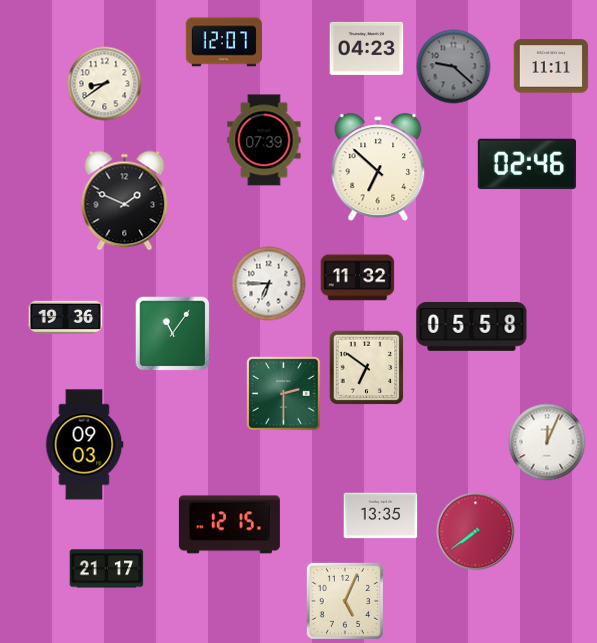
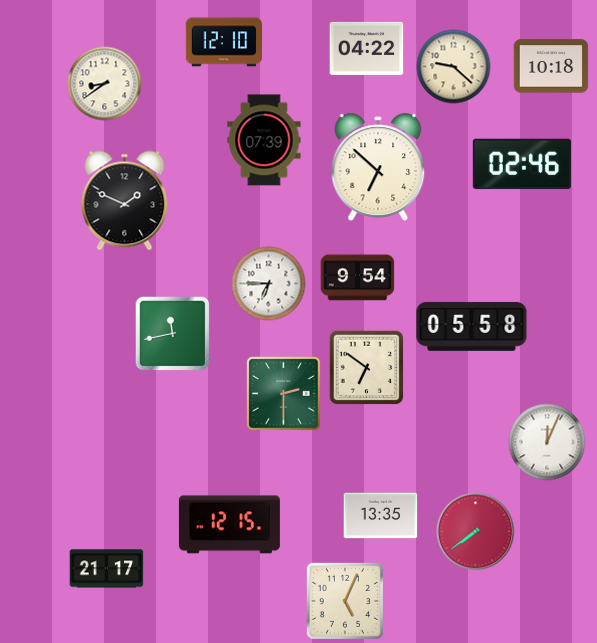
clock at (223, 42): 12:07 -> 12:10
clock at (367, 48): 04:23 -> 04:22
clock at (551, 66): 11:11 -> 10:18
clock at (454, 67) dial: grey -> cream
clock at (526, 164) position: (526, 164) -> (521, 164)
clock at (358, 278): 11:32 -> 9:54
clock at (66, 318): 19:36 -> none
clock at (173, 334): 11:06 -> 11:43
clock at (84, 445): 09:03 -> none
